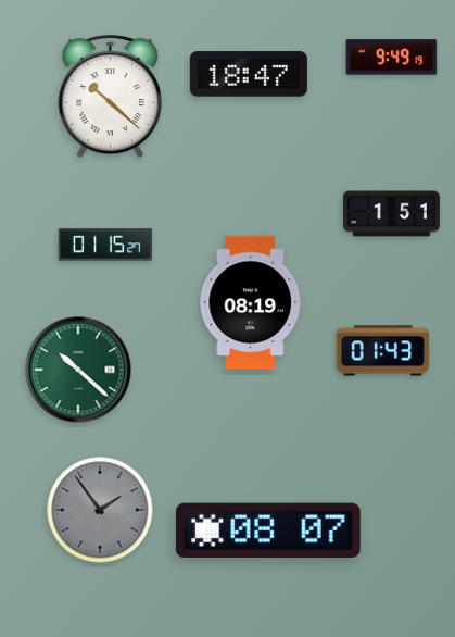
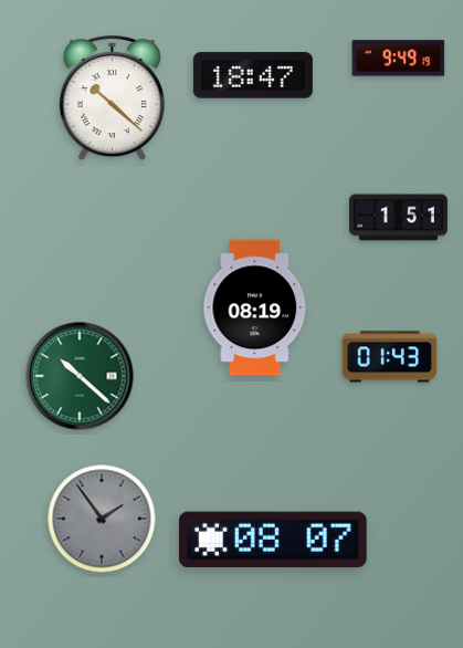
clock at (105, 245): 01:15 -> none
